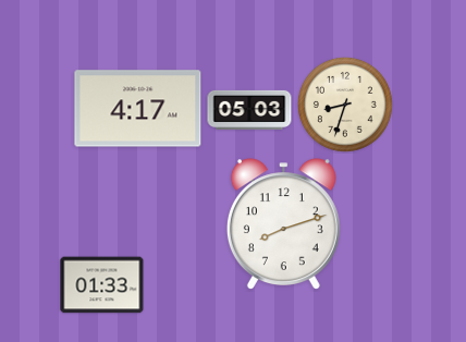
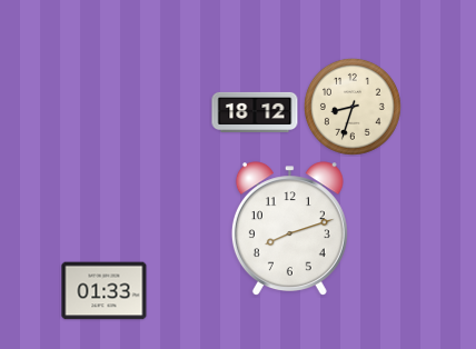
clock at (138, 109): 4:17 -> none
clock at (249, 110): 05:03 -> 18:12
